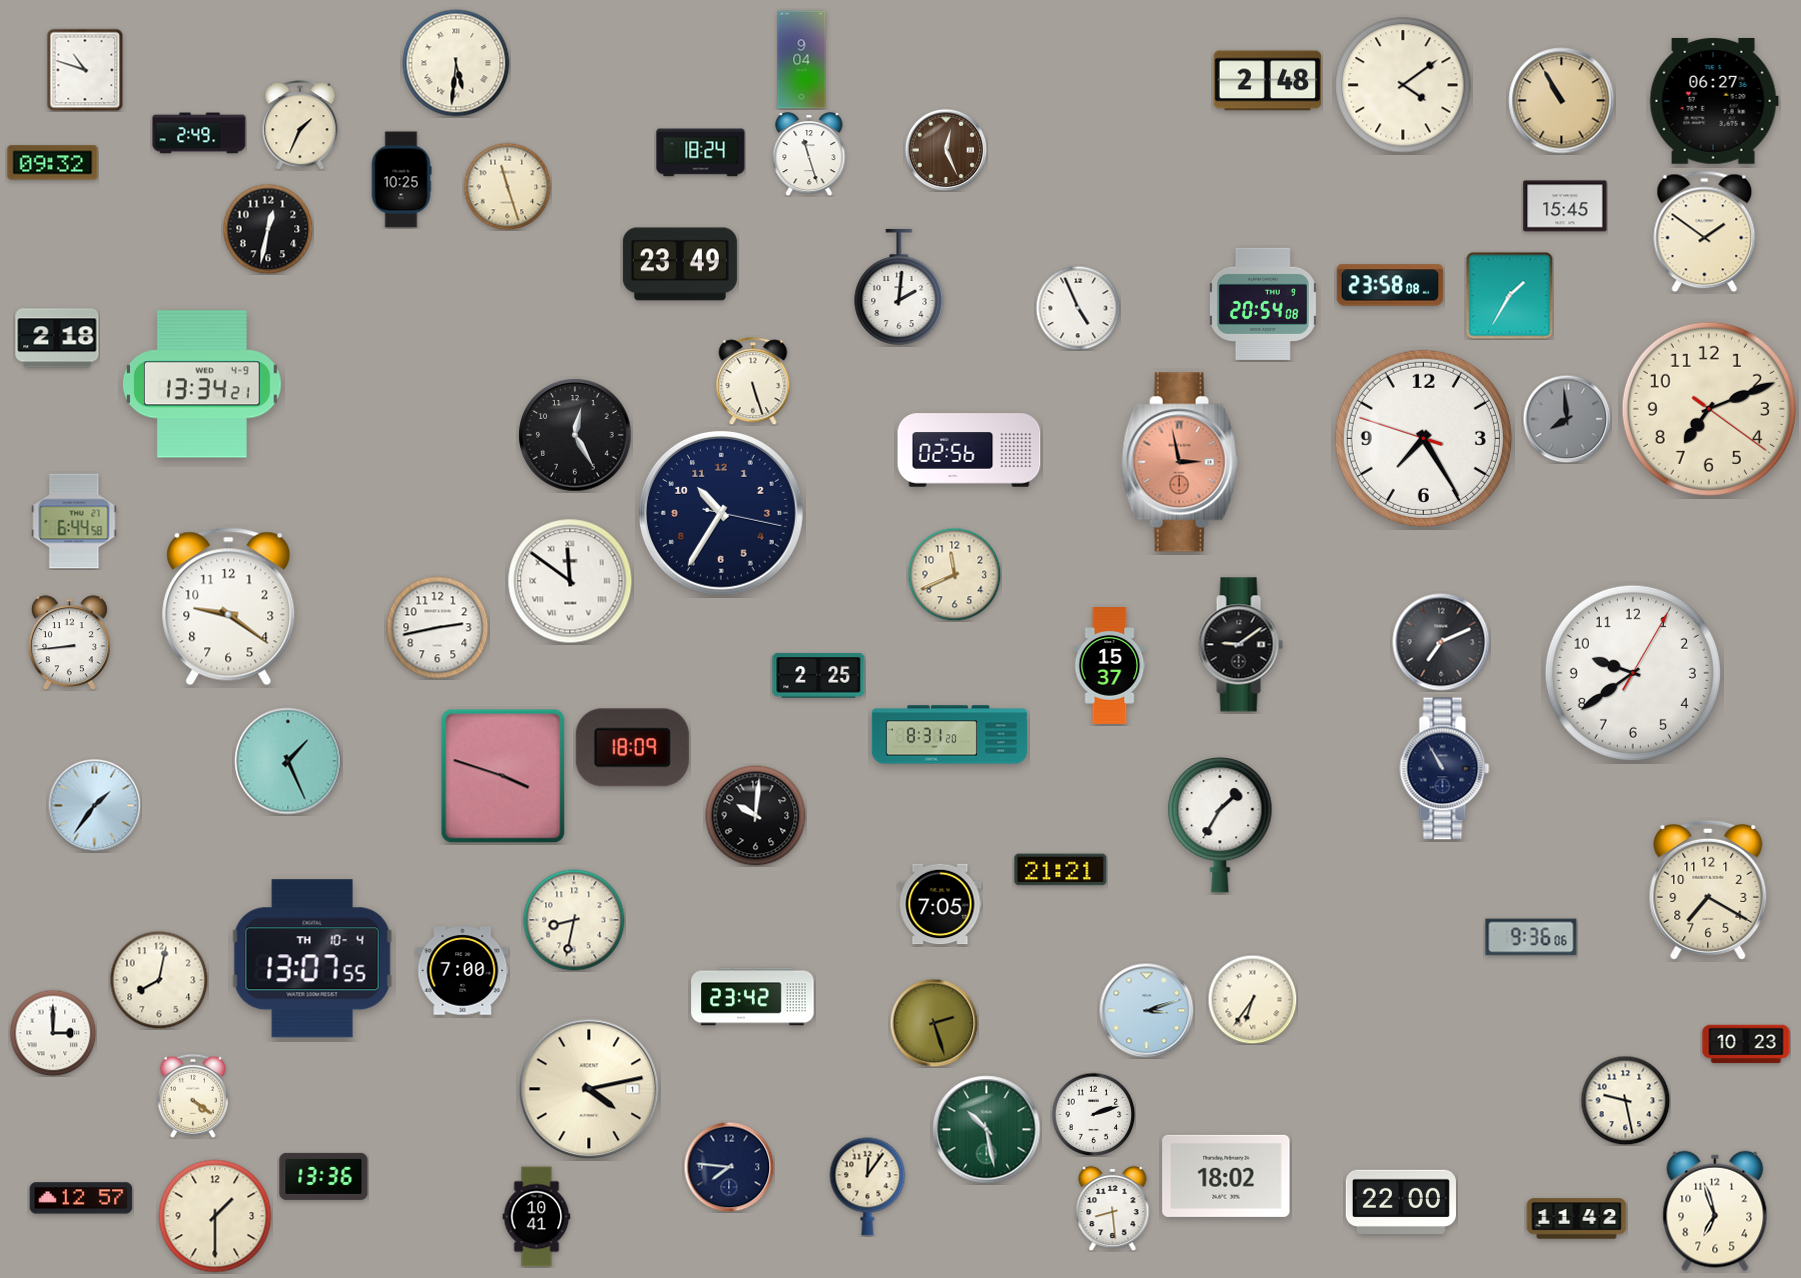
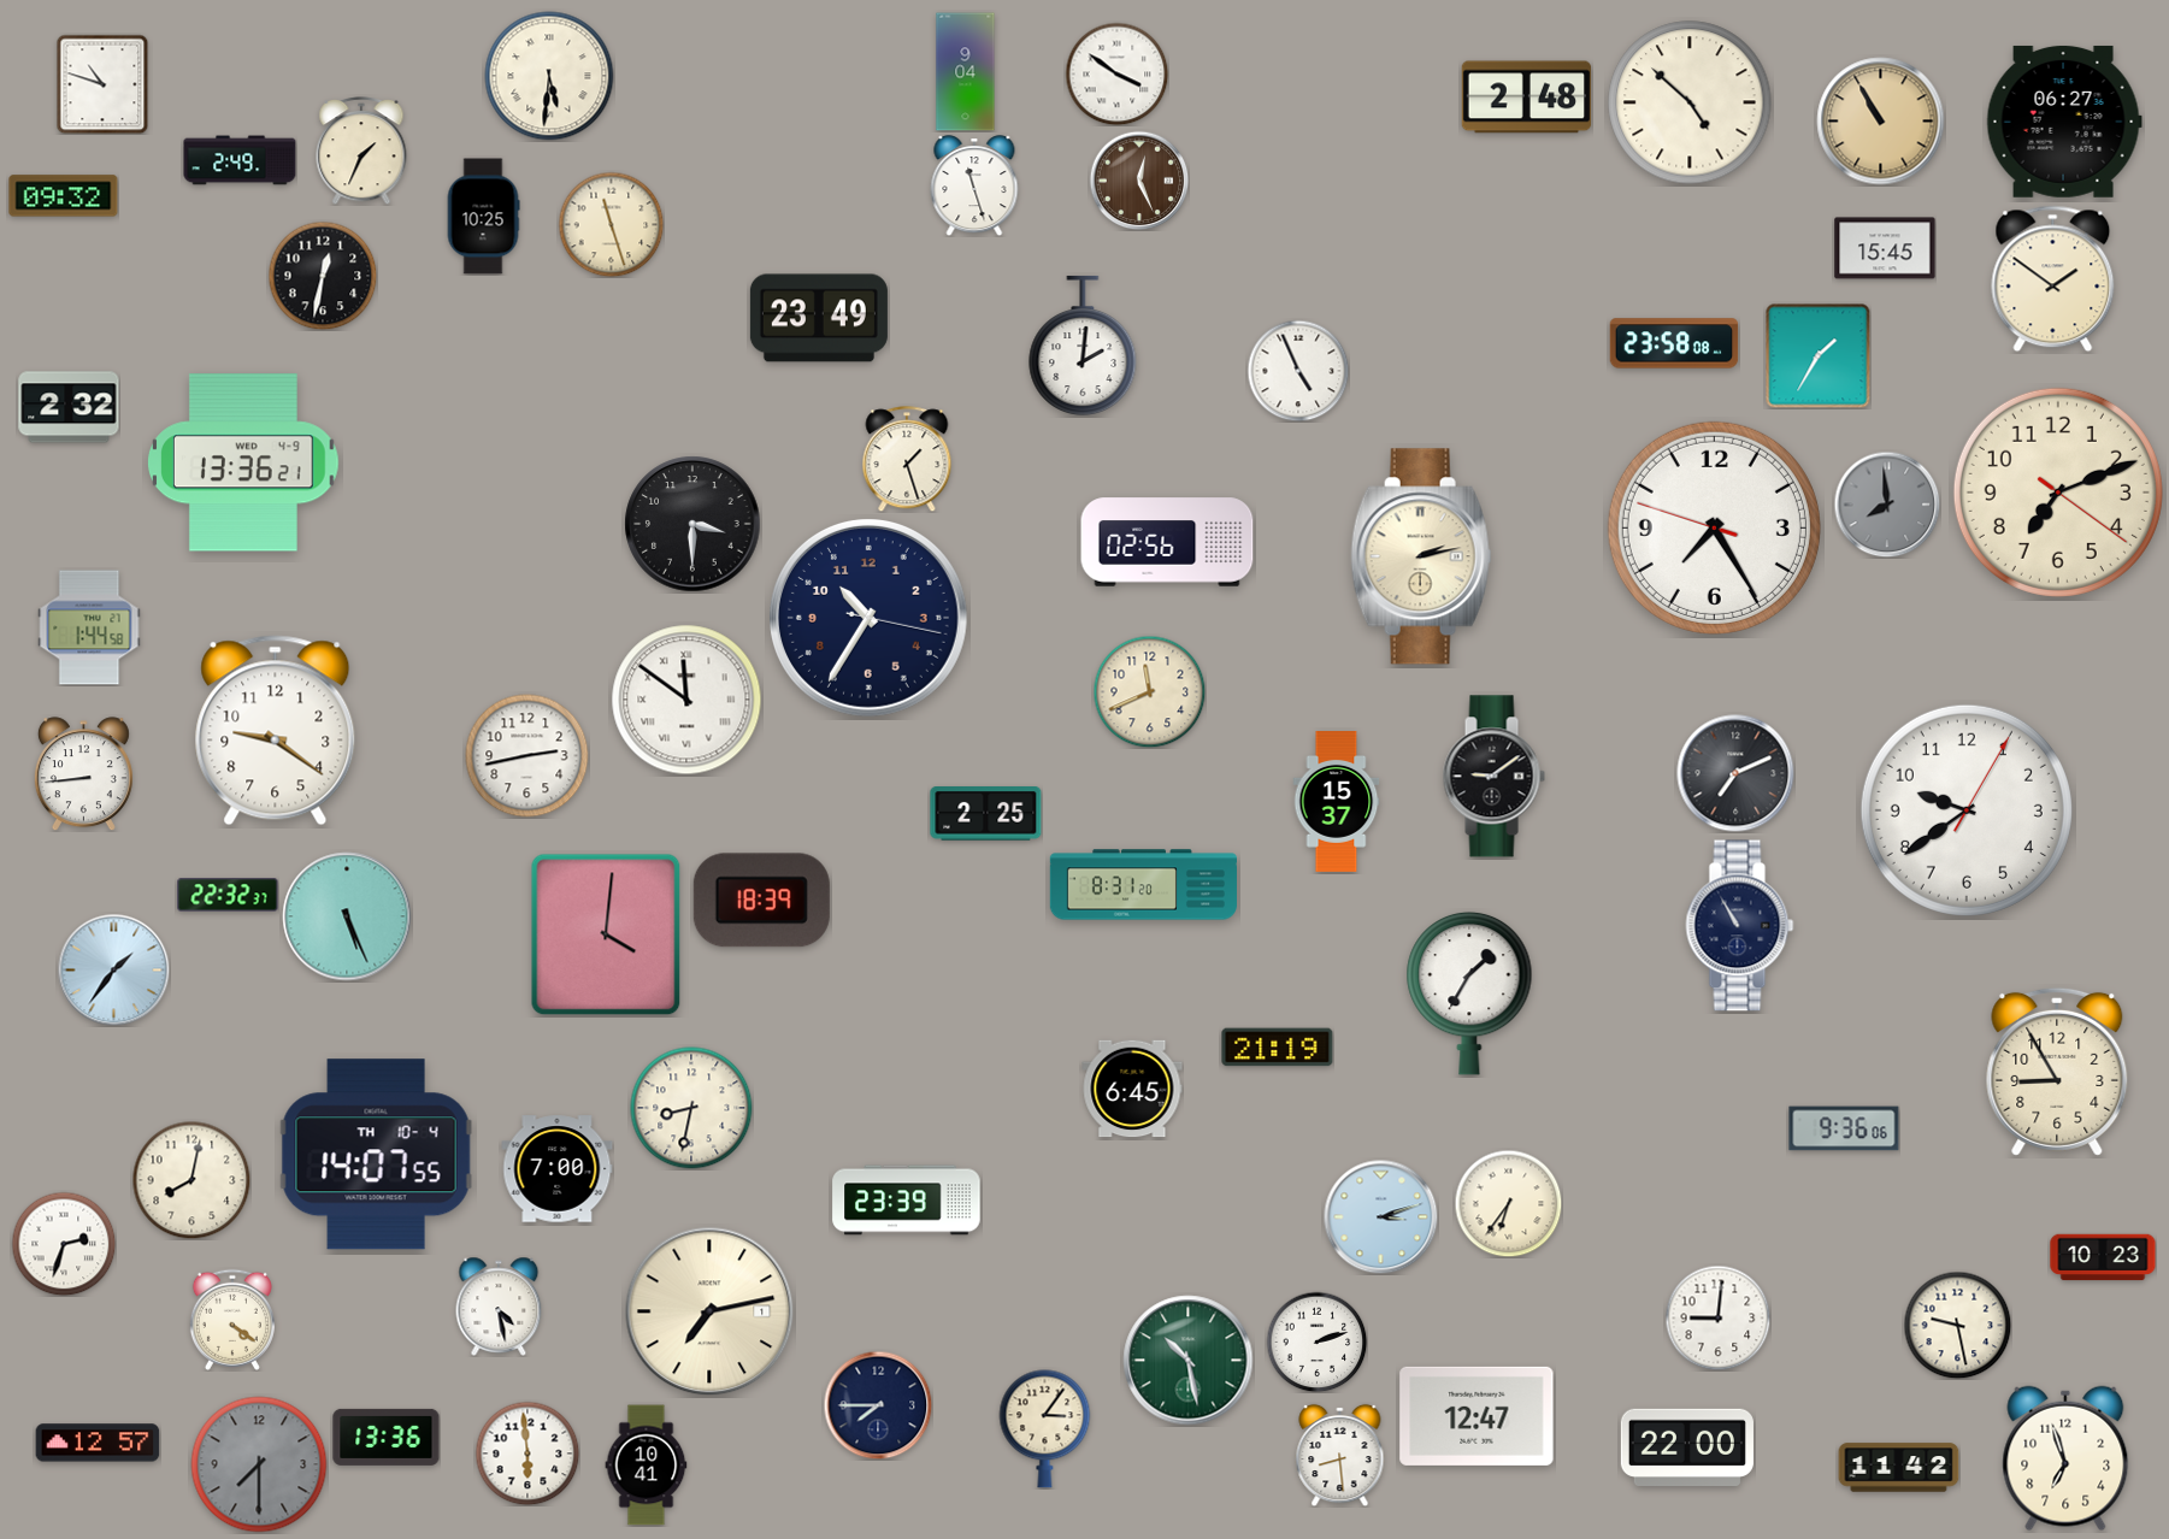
clock at (1116, 73): none -> 3:51
clock at (1403, 85): 4:09 -> 4:52
clock at (701, 153): 18:24 -> none
clock at (1263, 304): 20:54 -> none
clock at (57, 338): 2:18 -> 2:32
clock at (753, 381): 5:27 -> 1:27
clock at (202, 384): 13:34 -> 13:36
clock at (575, 435): 12:25 -> 3:30
clock at (1180, 462): 2:58 -> 2:13
clock at (1180, 462) dial: salmon -> cream
clock at (74, 521): 6:44 -> 1:44
clock at (228, 895): none -> 22:32
clock at (632, 748): 18:09 -> 18:39
clock at (288, 761): 1:26 -> 5:26
clock at (503, 776): 3:48 -> 4:01
clock at (756, 816): 10:01 -> none
clock at (1061, 870): 21:21 -> 21:19
clock at (1708, 890): 7:20 -> 8:55
clock at (940, 904): 7:05 -> 6:45
clock at (313, 959): 13:07 -> 14:07
clock at (753, 997): 23:42 -> 23:39
clock at (934, 1023): 2:27 -> none
clock at (53, 1033): 3:00 -> 2:33
clock at (499, 1305): none -> 4:28
clock at (589, 1089): 4:13 -> 7:13
clock at (1717, 1317): none -> 9:01
clock at (729, 1167): 7:46 -> 7:45
clock at (324, 1176) position: (324, 1176) -> (387, 1437)
clock at (1226, 1176): 18:02 -> 12:47
clock at (868, 1187): 12:06 -> 3:06
clock at (527, 1453): none -> 5:59
clock at (215, 1216): 1:30 -> 7:30
clock at (215, 1216) dial: cream -> grey
